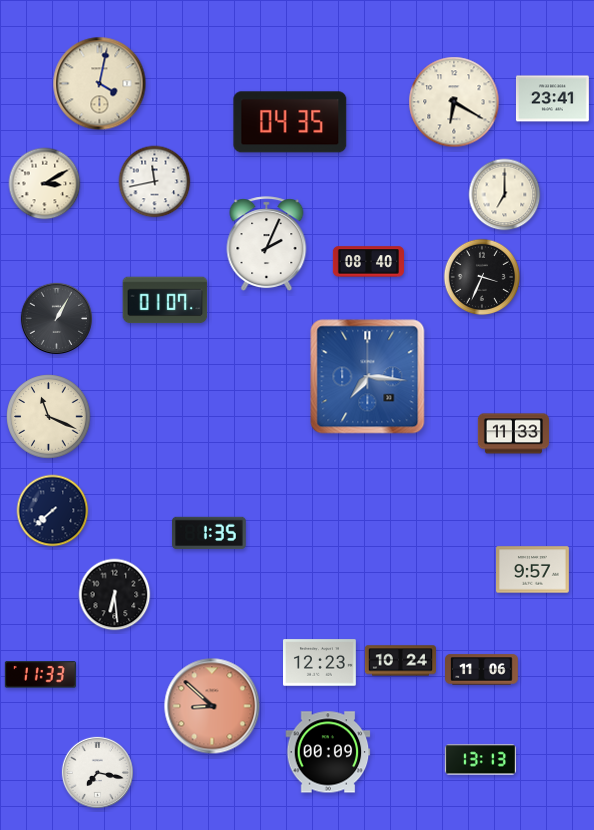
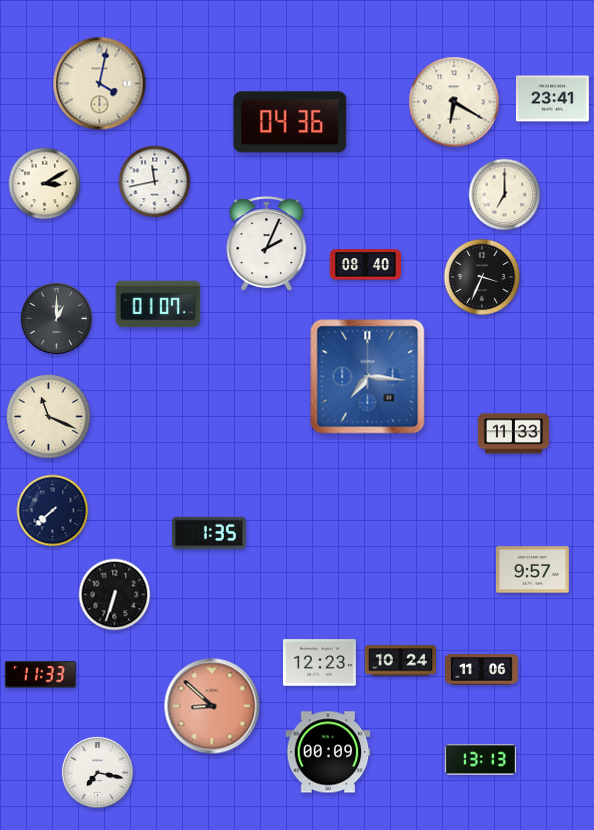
clock at (290, 122): 04:35 -> 04:36
clock at (368, 262) position: (368, 262) -> (365, 265)
clock at (165, 300) position: (165, 300) -> (158, 304)
clock at (56, 318): 1:05 -> 1:00
clock at (115, 595): 6:29 -> 6:33
